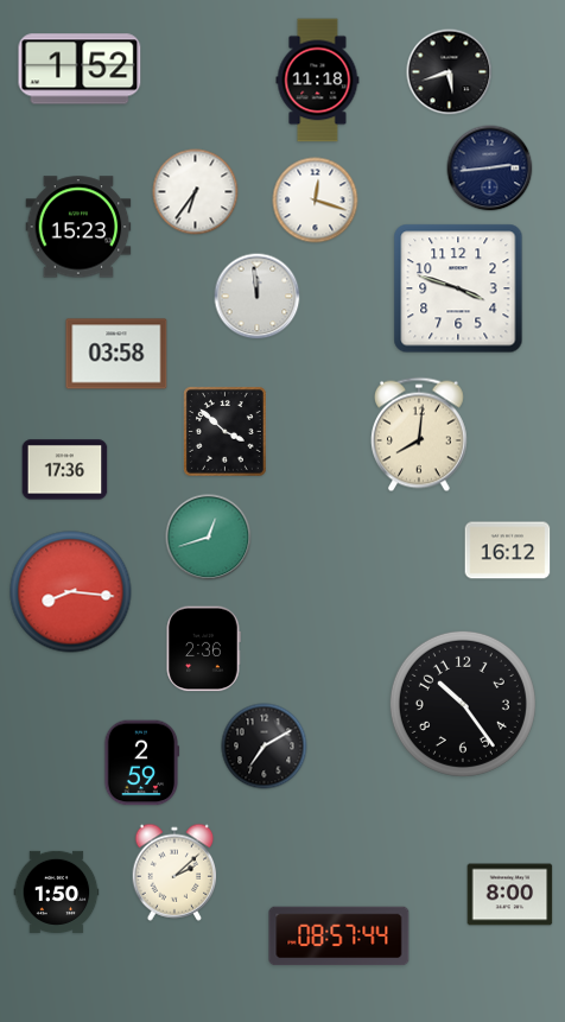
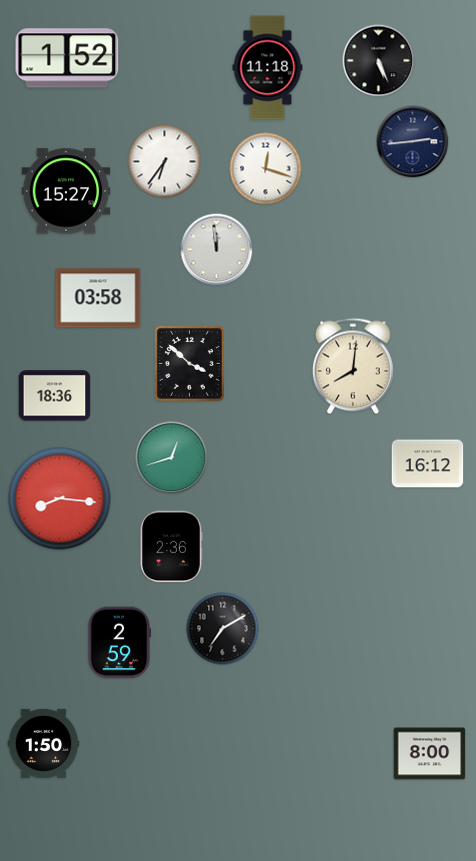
clock at (450, 72): 5:42 -> 5:26
clock at (78, 227): 15:23 -> 15:27
clock at (458, 288): 3:48 -> none
clock at (65, 470): 17:36 -> 18:36
clock at (209, 538) position: (209, 538) -> (172, 458)
clock at (463, 704): 10:24 -> none
clock at (174, 872): 2:08 -> none
clock at (57, 891) position: (57, 891) -> (44, 743)
clock at (339, 937): 08:57 -> none
